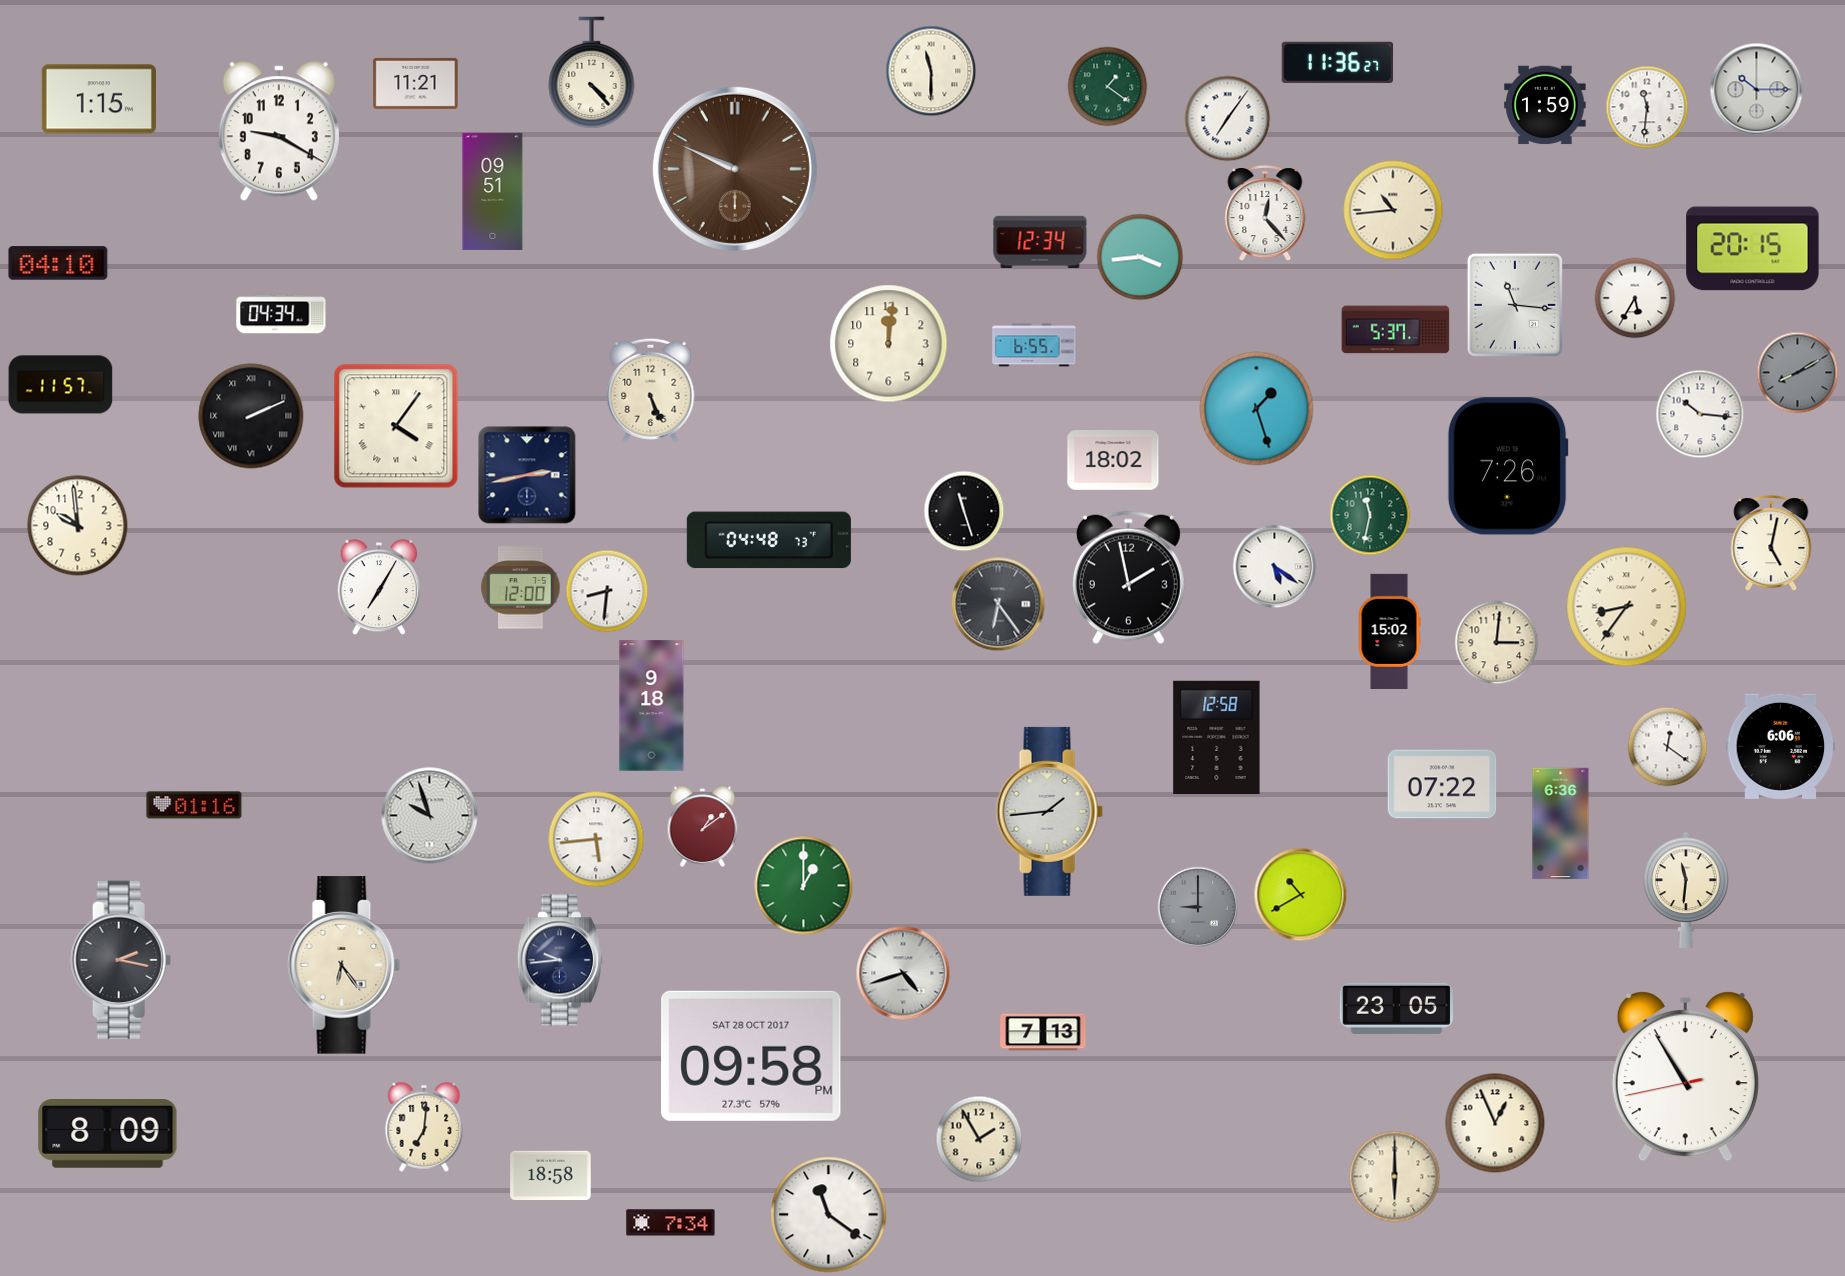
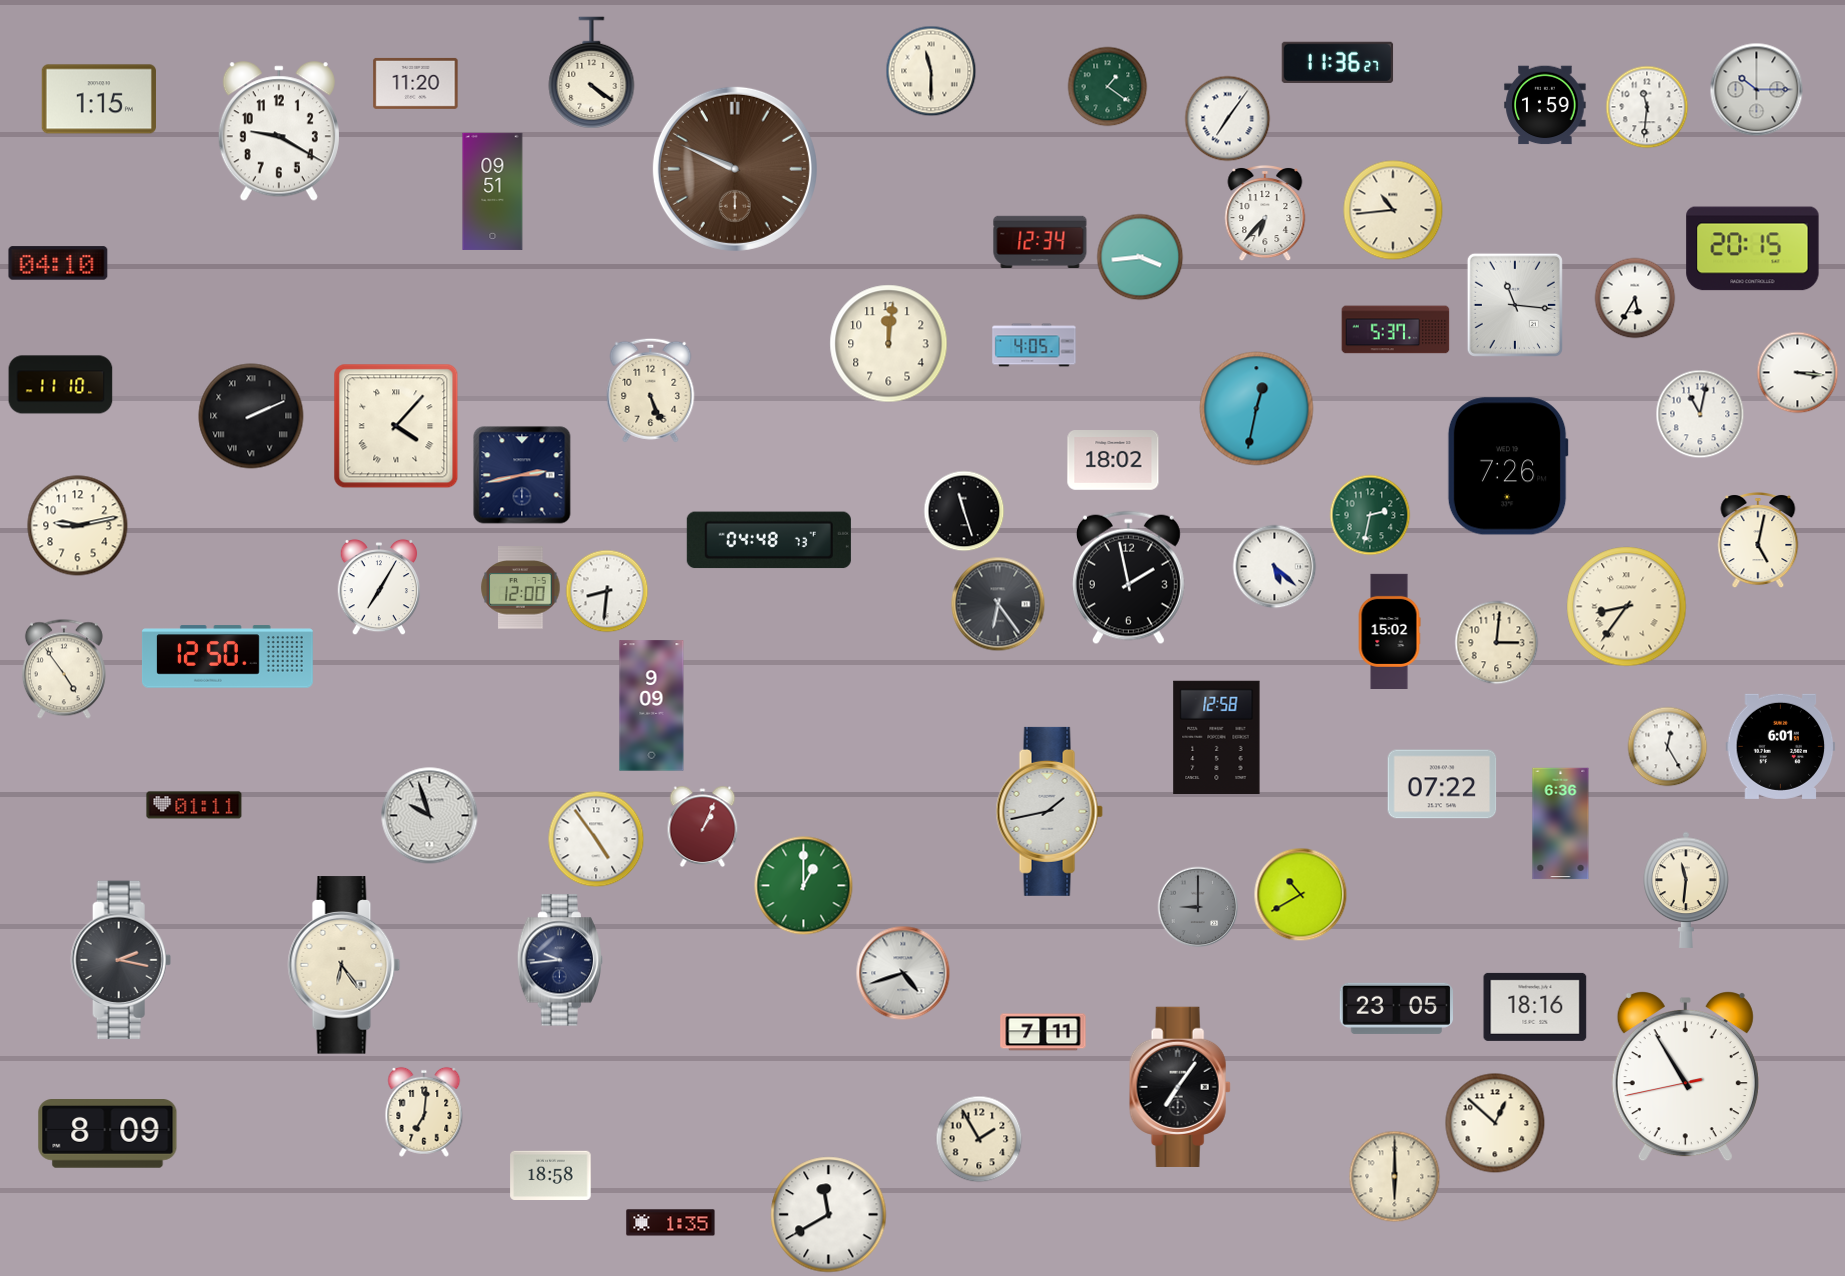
clock at (592, 73): 4:23 -> 4:21
clock at (416, 83): 11:21 -> 11:20
clock at (1265, 214): 12:23 -> 6:37
clock at (281, 314): 04:34 -> none
clock at (1034, 345): 6:55 -> 4:05
clock at (1797, 372): 8:10 -> 3:16
clock at (1797, 372) dial: grey -> white
clock at (61, 385): 11:57 -> 11:10
clock at (1257, 409): 1:27 -> 12:32
clock at (1700, 414): 10:16 -> 11:02
clock at (396, 426): 4:06 -> 4:07
clock at (527, 475) position: (527, 475) -> (522, 475)
clock at (1370, 515): 11:32 -> 2:32
clock at (78, 526): 9:59 -> 9:13
clock at (1771, 544) position: (1771, 544) -> (1758, 541)
clock at (1274, 566): 5:21 -> 5:22
clock at (227, 657): none -> 12:50
clock at (64, 669): none -> 4:54
clock at (652, 706): 9:18 -> 9:09
clock at (1667, 746): 12:21 -> 12:25
clock at (1781, 746): 6:06 -> 6:01
clock at (194, 805): 01:16 -> 01:11
clock at (1049, 811): 1:44 -> 1:43
clock at (703, 826): 1:09 -> 1:04
clock at (596, 839): 5:44 -> 4:54
clock at (1535, 1007): none -> 18:16
clock at (1043, 1032): 7:13 -> 7:11
clock at (751, 1056): 09:58 -> none
clock at (1180, 1087): none -> 7:06
clock at (1495, 1123): 12:56 -> 12:52
clock at (424, 1127) position: (424, 1127) -> (424, 1112)
clock at (829, 1215): 11:21 -> 11:40
clock at (671, 1223): 7:34 -> 1:35
